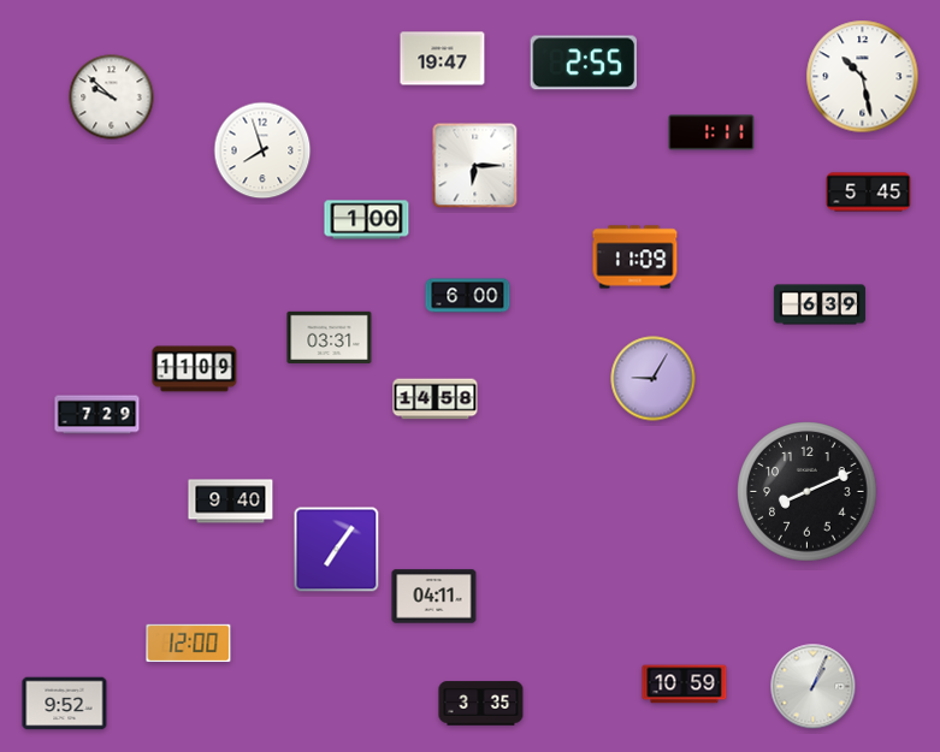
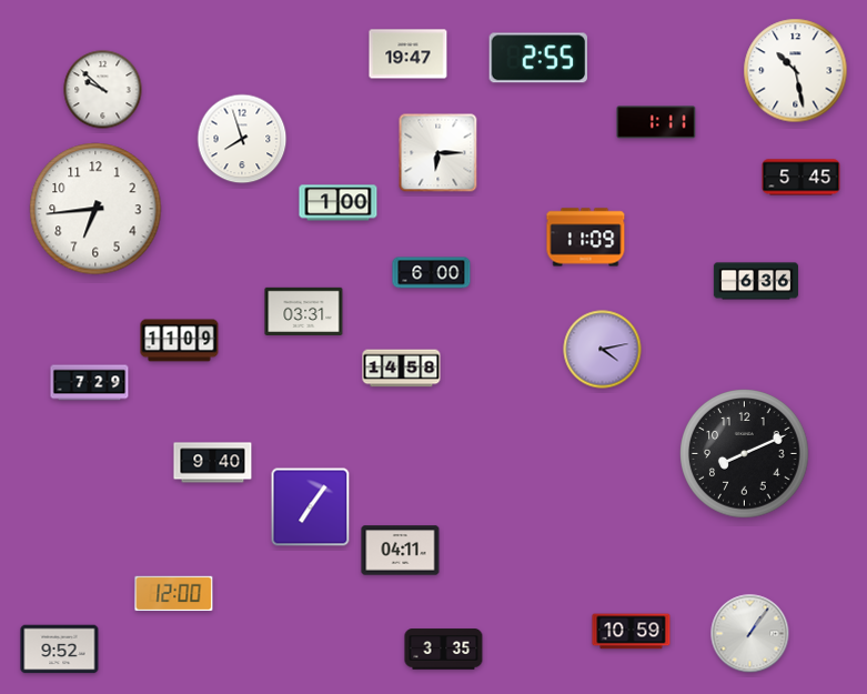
clock at (95, 209): none -> 6:44
clock at (820, 304): 6:39 -> 6:36
clock at (654, 379): 9:05 -> 4:13
clock at (814, 687): 1:04 -> 1:06
